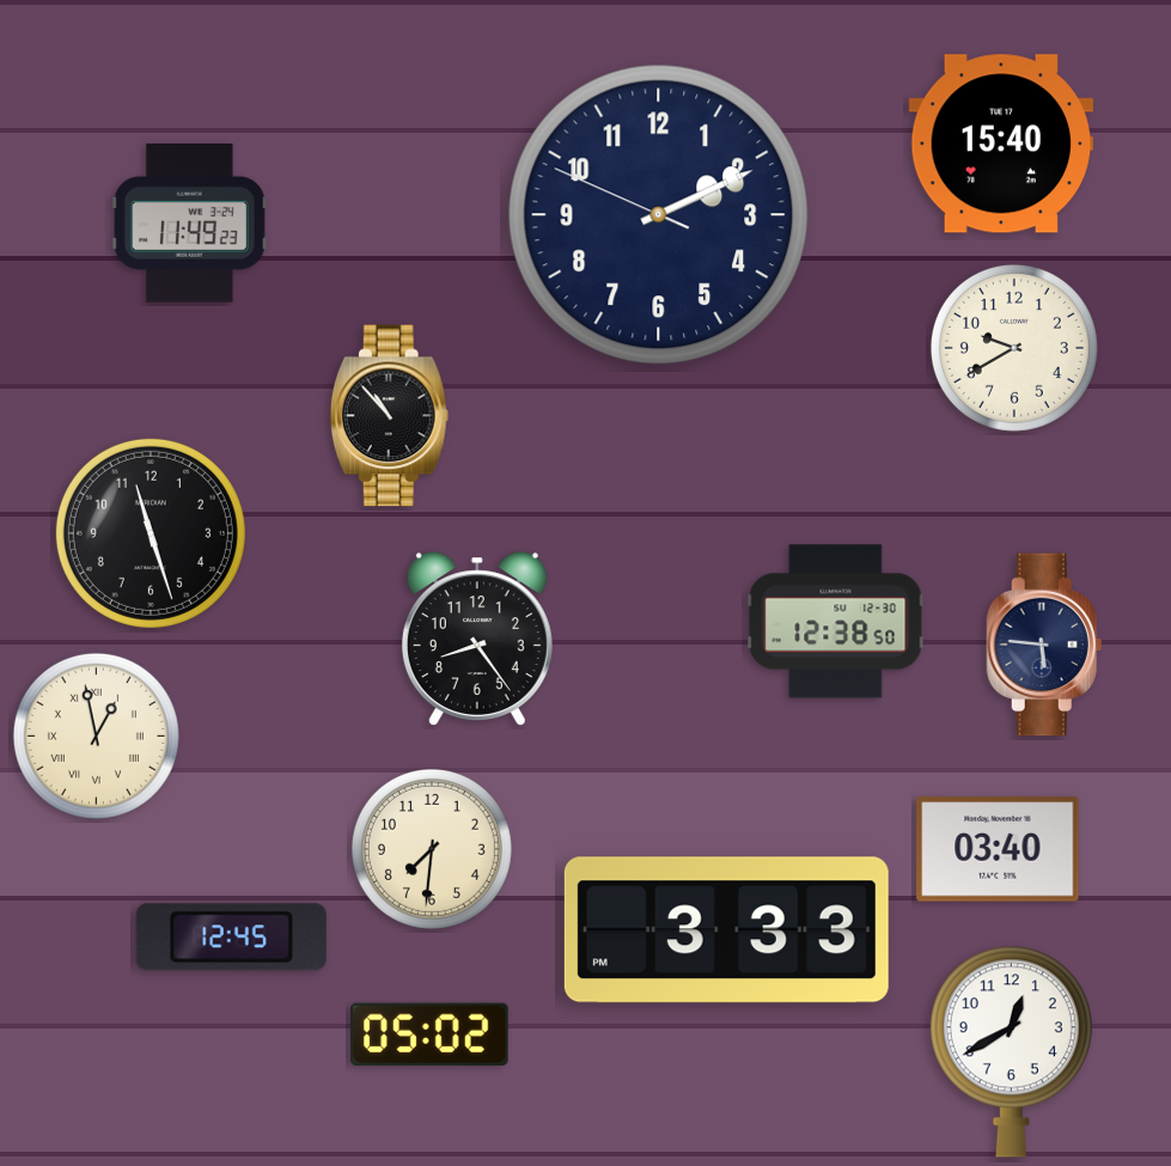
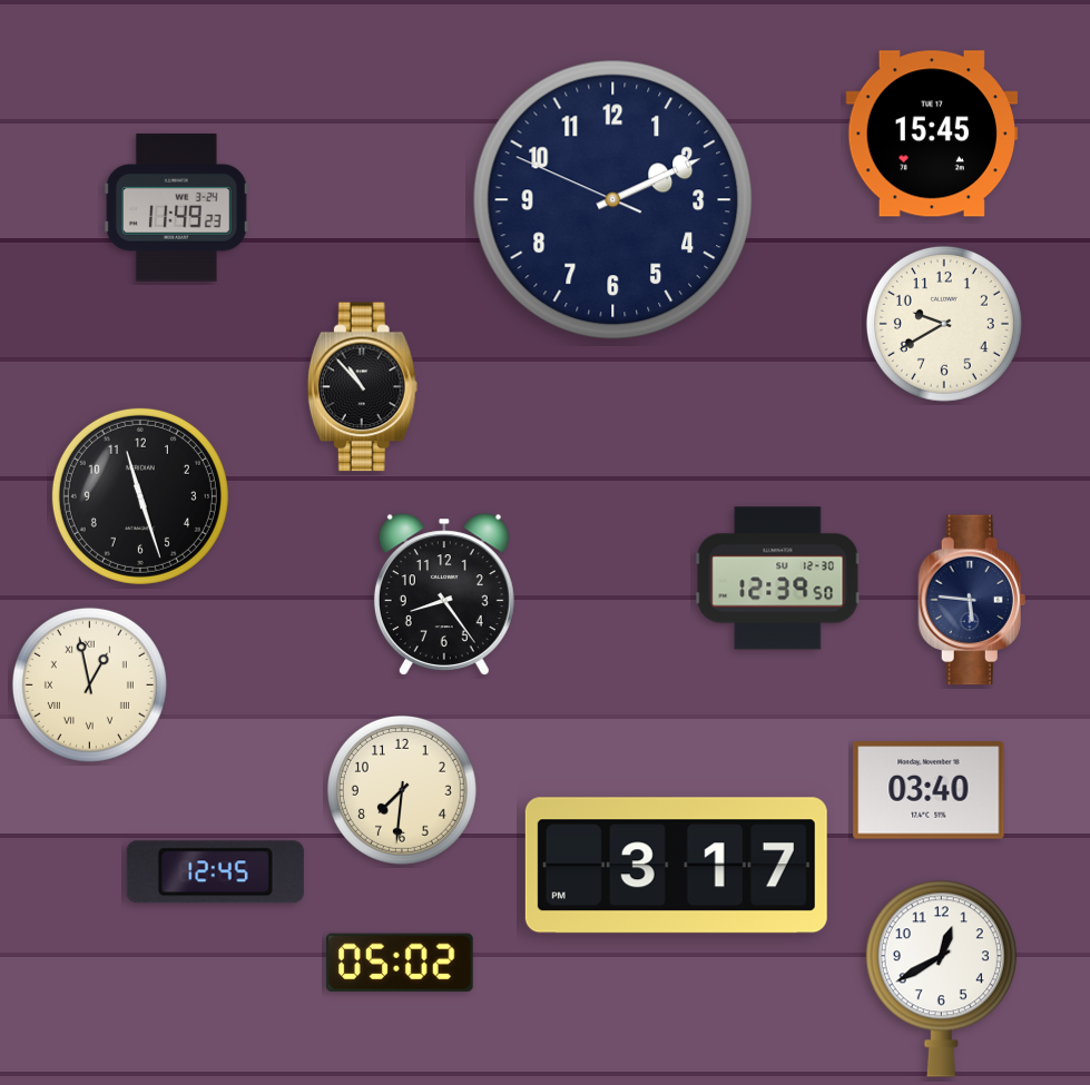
clock at (1001, 144): 15:40 -> 15:45
clock at (836, 622): 12:38 -> 12:39
clock at (726, 930): 3:33 -> 3:17
